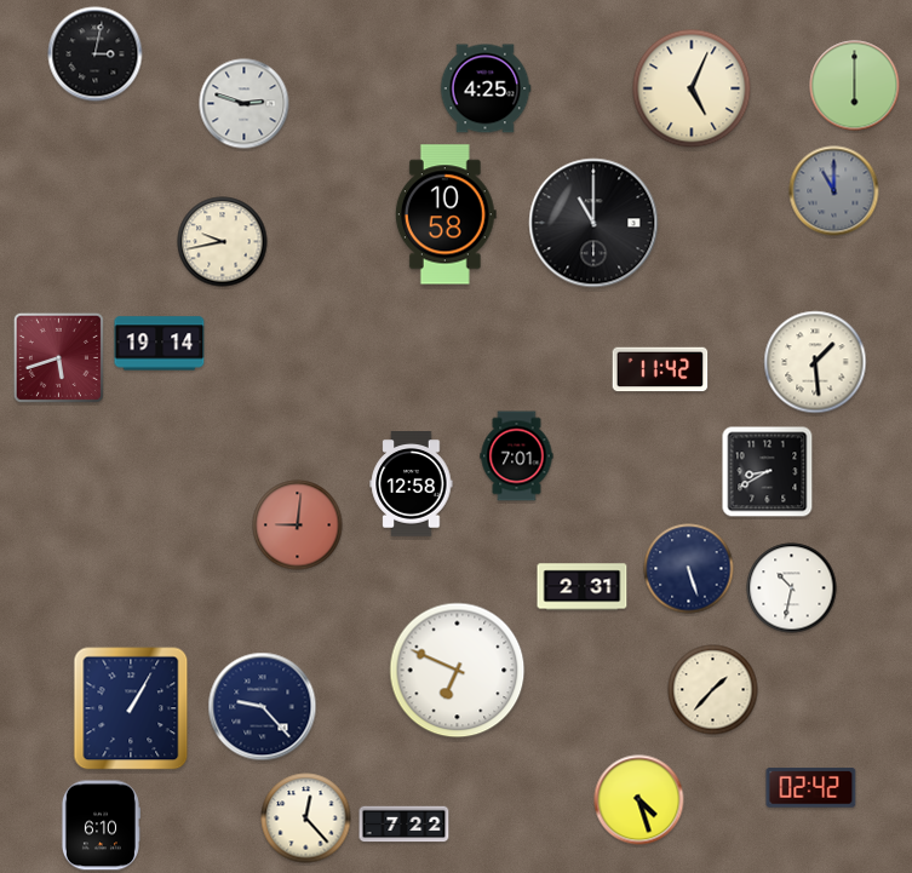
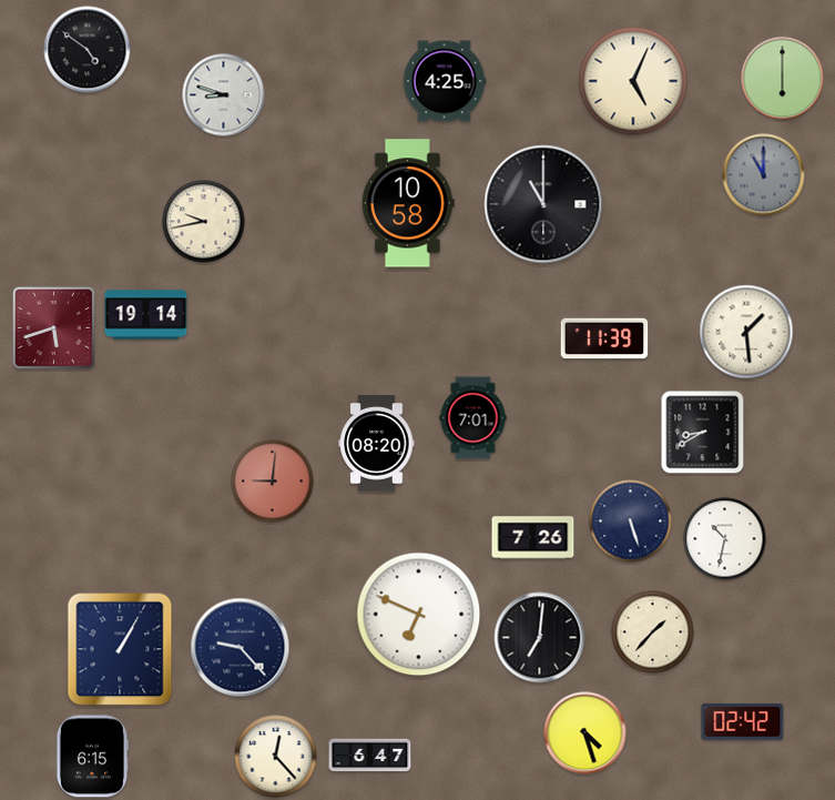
clock at (96, 54): 3:02 -> 4:51
clock at (245, 104): 2:48 -> 8:48
clock at (446, 214) position: (446, 214) -> (408, 203)
clock at (660, 369): 11:42 -> 11:39
clock at (412, 484): 12:58 -> 08:20
clock at (583, 587): 2:31 -> 7:26
clock at (540, 638): none -> 7:01
clock at (306, 819) position: (306, 819) -> (276, 757)
clock at (405, 825): 7:22 -> 6:47
clock at (101, 826): 6:10 -> 6:15
